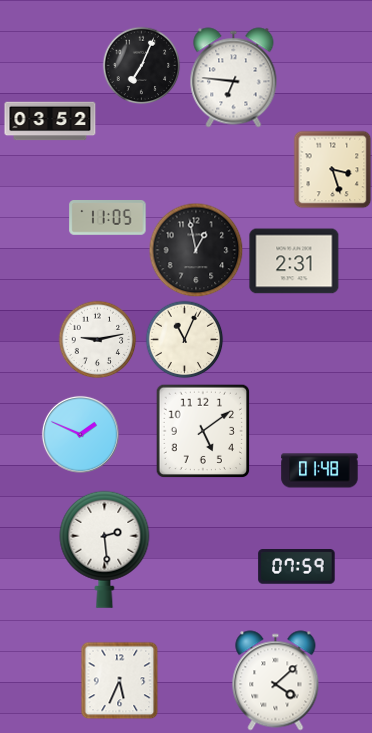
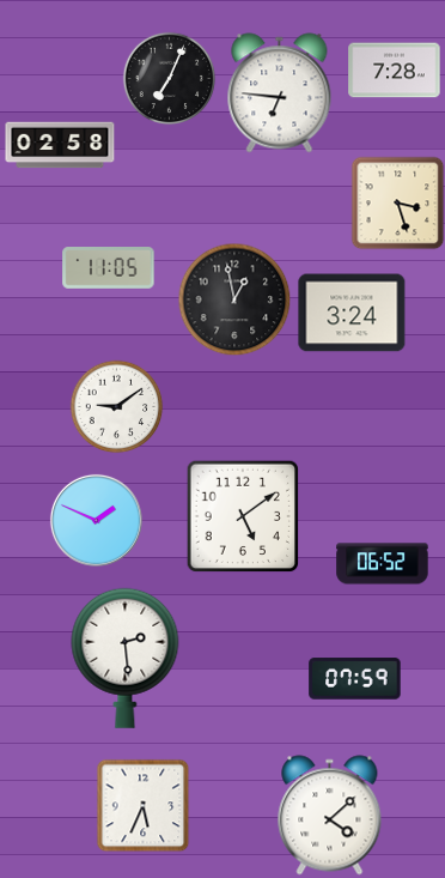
clock at (395, 71): none -> 7:28
clock at (50, 121): 03:52 -> 02:58
clock at (108, 218) position: (108, 218) -> (109, 268)
clock at (294, 261): 2:31 -> 3:24
clock at (97, 339): 9:13 -> 9:09
clock at (184, 339): 11:04 -> none
clock at (320, 471): 01:48 -> 06:52
clock at (119, 680) position: (119, 680) -> (142, 805)
